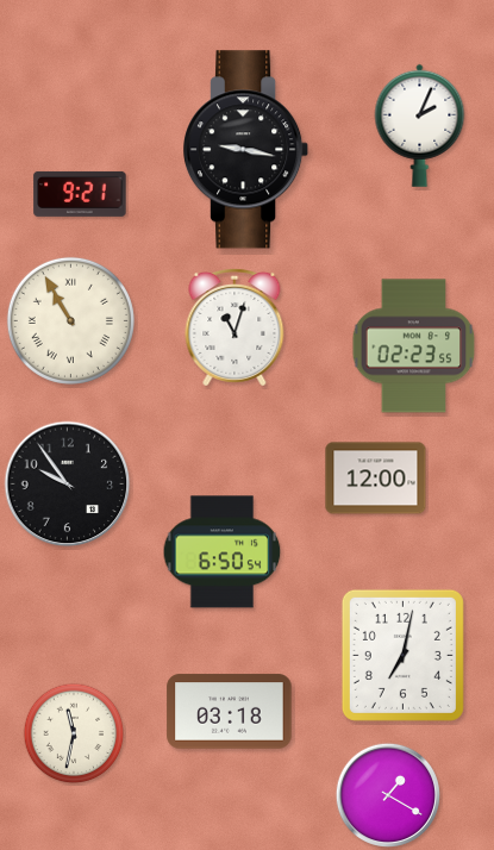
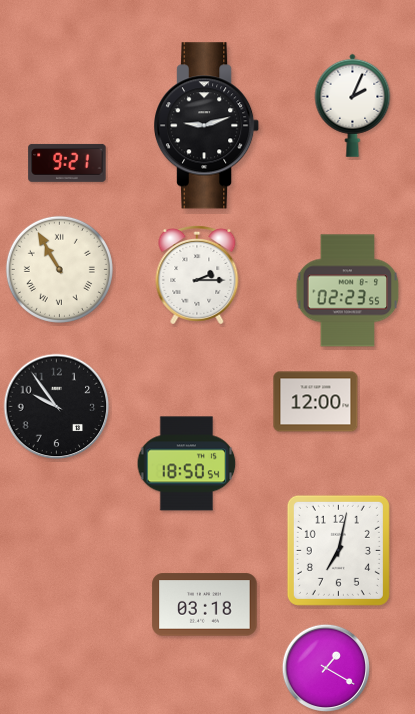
clock at (248, 150): 9:17 -> 9:12
clock at (235, 327): 11:03 -> 2:15
clock at (223, 552): 6:50 -> 18:50
clock at (230, 712) position: (230, 712) -> (205, 605)
clock at (74, 733): 11:32 -> none
